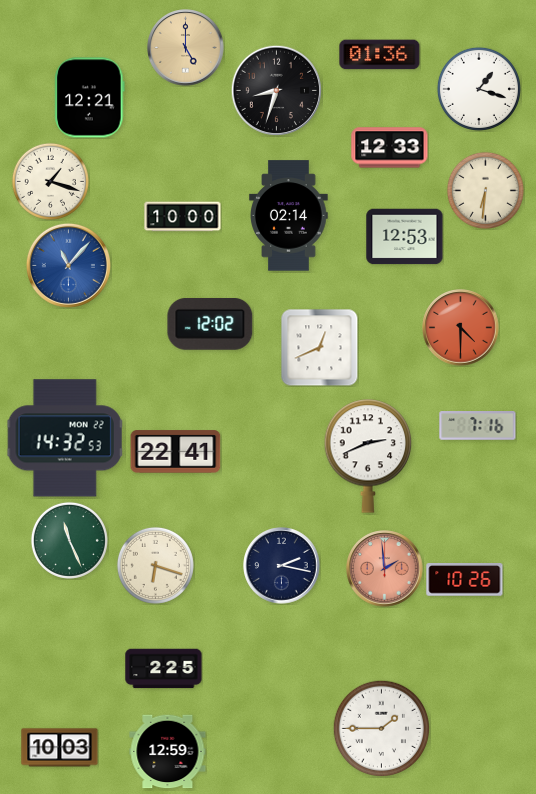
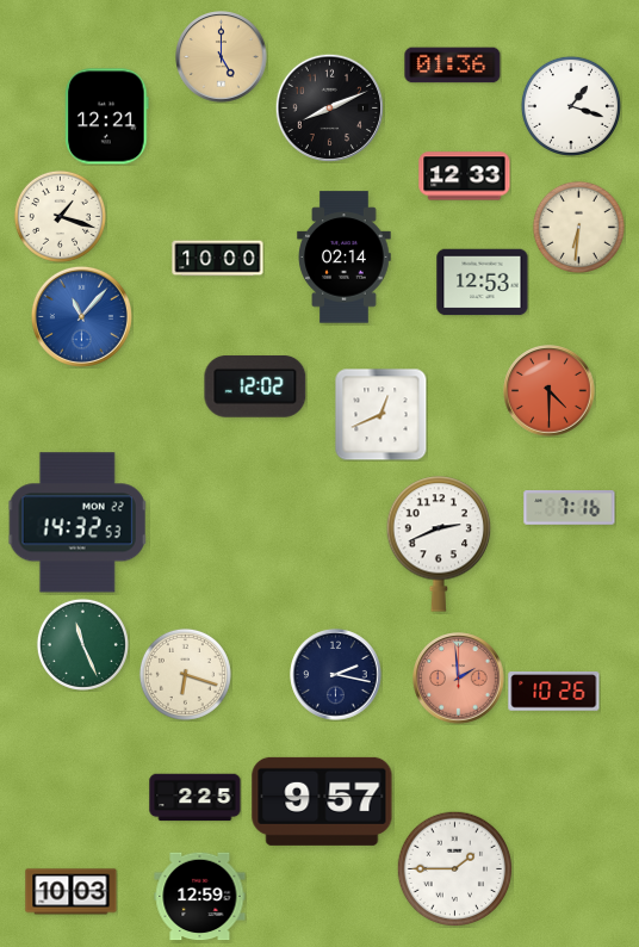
clock at (276, 90): 8:33 -> 8:11
clock at (210, 325) position: (210, 325) -> (255, 388)
clock at (176, 452): 22:41 -> none
clock at (322, 801): none -> 9:57
